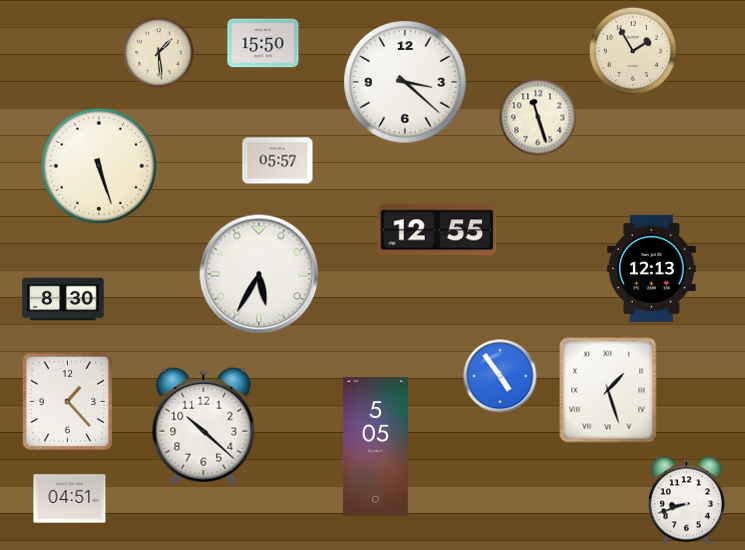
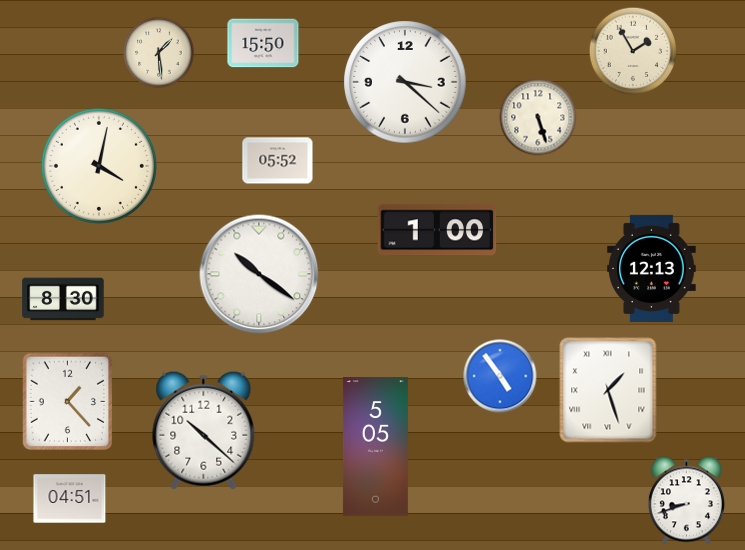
clock at (538, 117): 11:27 -> 5:27
clock at (278, 161): 05:57 -> 05:52
clock at (99, 166): 5:27 -> 4:02
clock at (437, 230): 12:55 -> 1:00
clock at (259, 274): 5:35 -> 10:21
clock at (204, 426) position: (204, 426) -> (204, 430)
